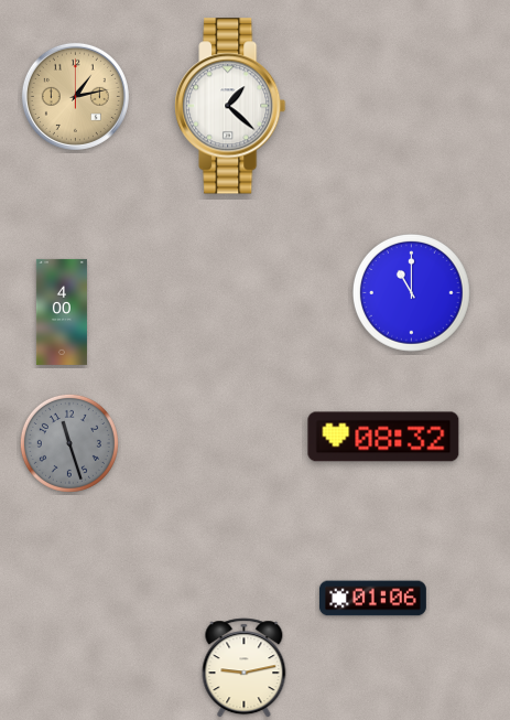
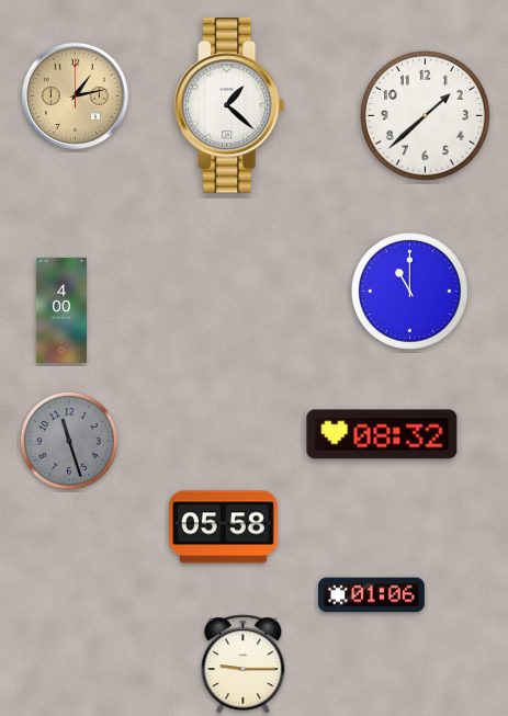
clock at (426, 116): none -> 1:38
clock at (224, 527): none -> 05:58
clock at (245, 668): 9:13 -> 9:15
